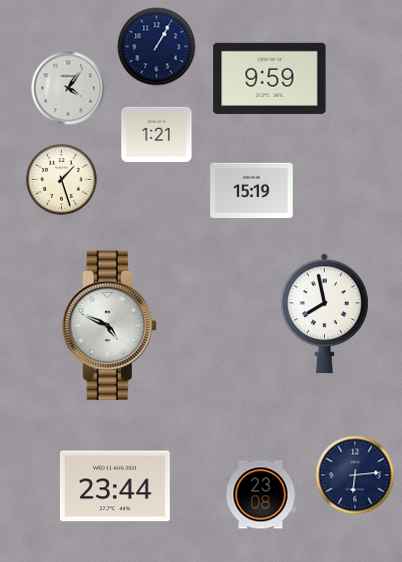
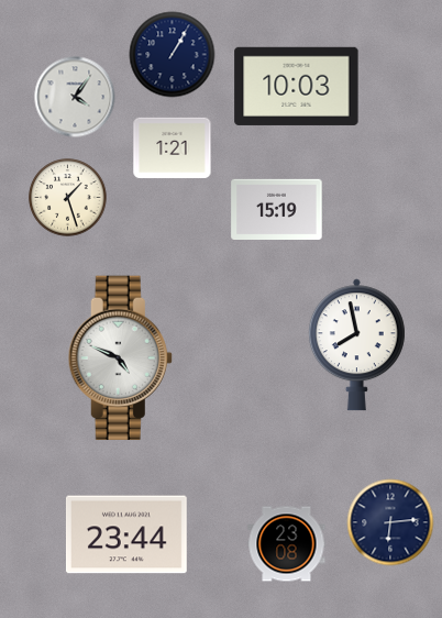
clock at (157, 47) position: (157, 47) -> (173, 55)
clock at (270, 78): 9:59 -> 10:03
